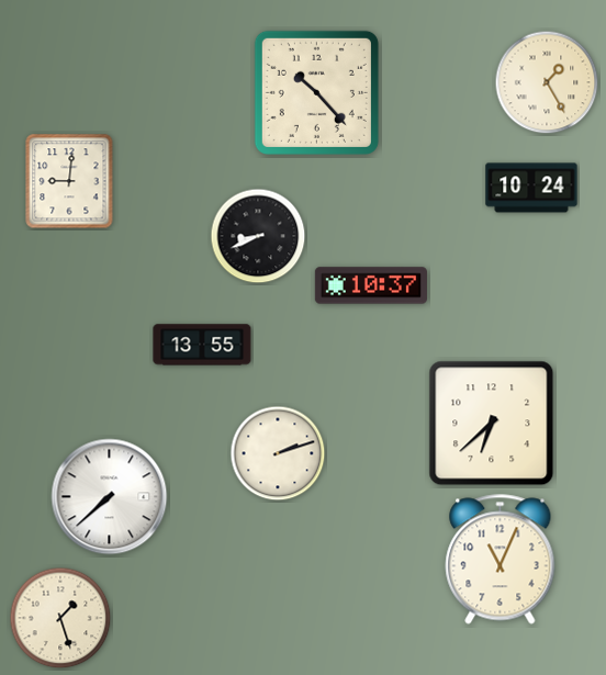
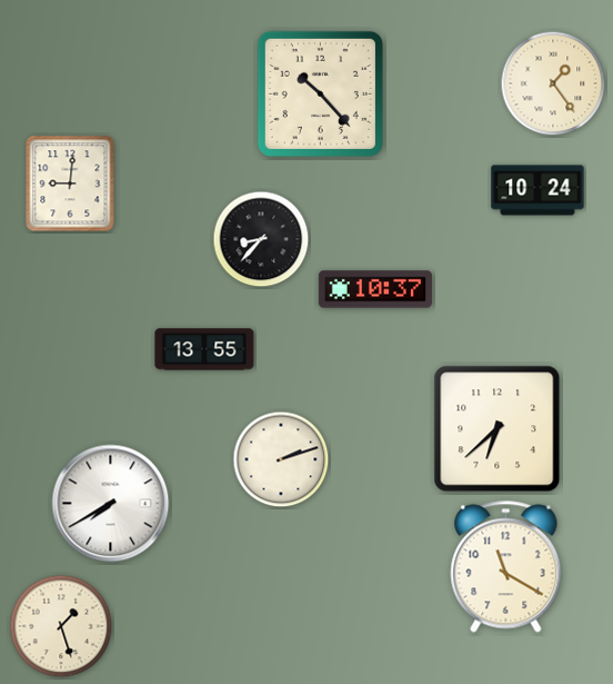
clock at (547, 82): 1:25 -> 1:24
clock at (258, 236): 8:41 -> 8:37
clock at (110, 497): 7:38 -> 7:40
clock at (501, 560): 11:04 -> 11:20
